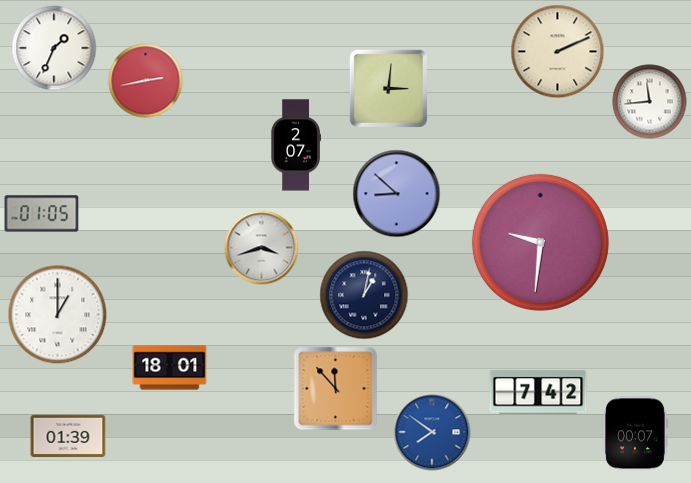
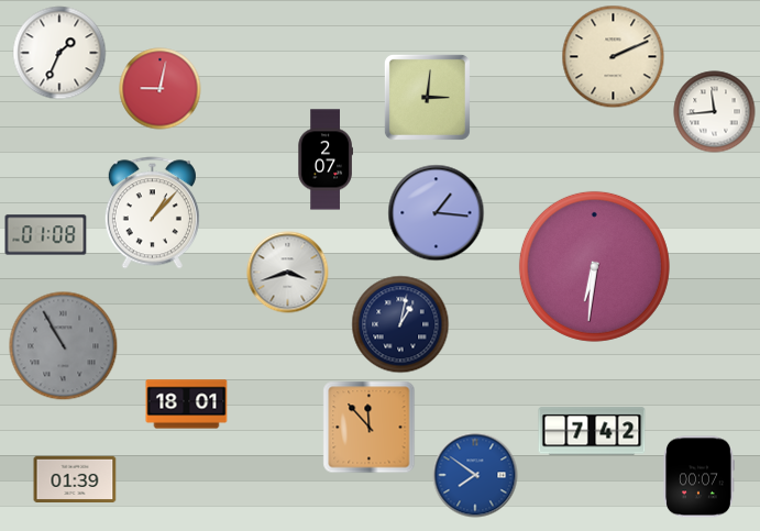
clock at (146, 81): 2:43 -> 9:02
clock at (152, 213): none -> 1:07
clock at (397, 194): 8:52 -> 1:16
clock at (42, 214): 01:05 -> 01:08
clock at (540, 242): 9:31 -> 6:31
clock at (58, 315): 1:00 -> 10:55
clock at (58, 315) dial: white -> grey
